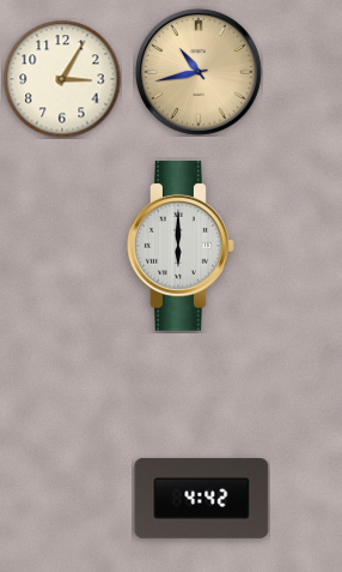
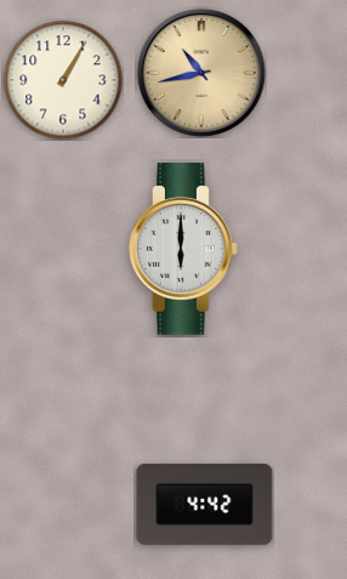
clock at (62, 79): 3:05 -> 1:05
